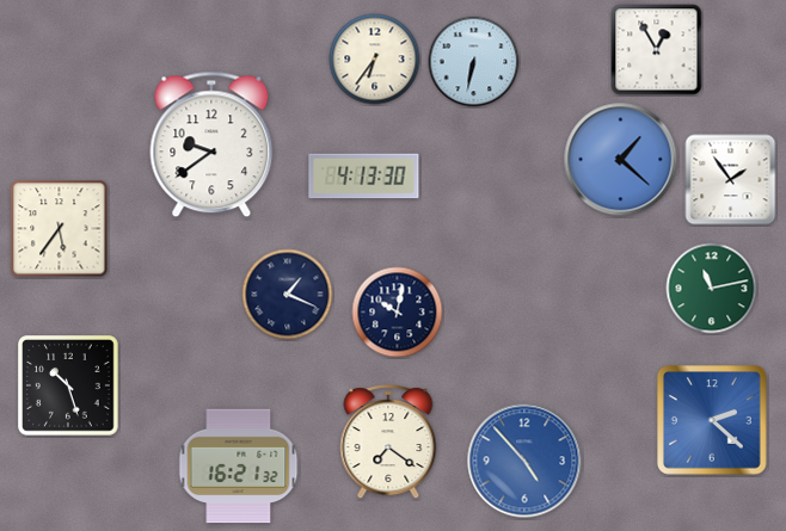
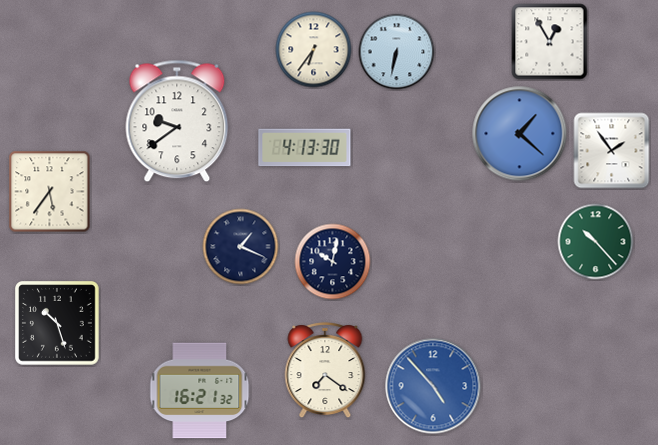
clock at (712, 289): 11:13 -> 10:23
clock at (713, 421): 2:22 -> none
clock at (524, 461) position: (524, 461) -> (433, 386)
